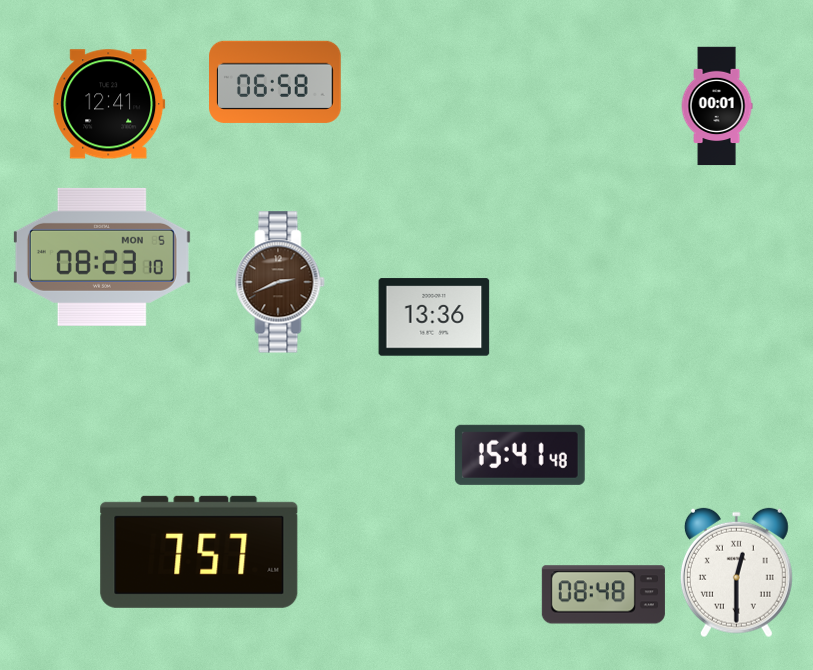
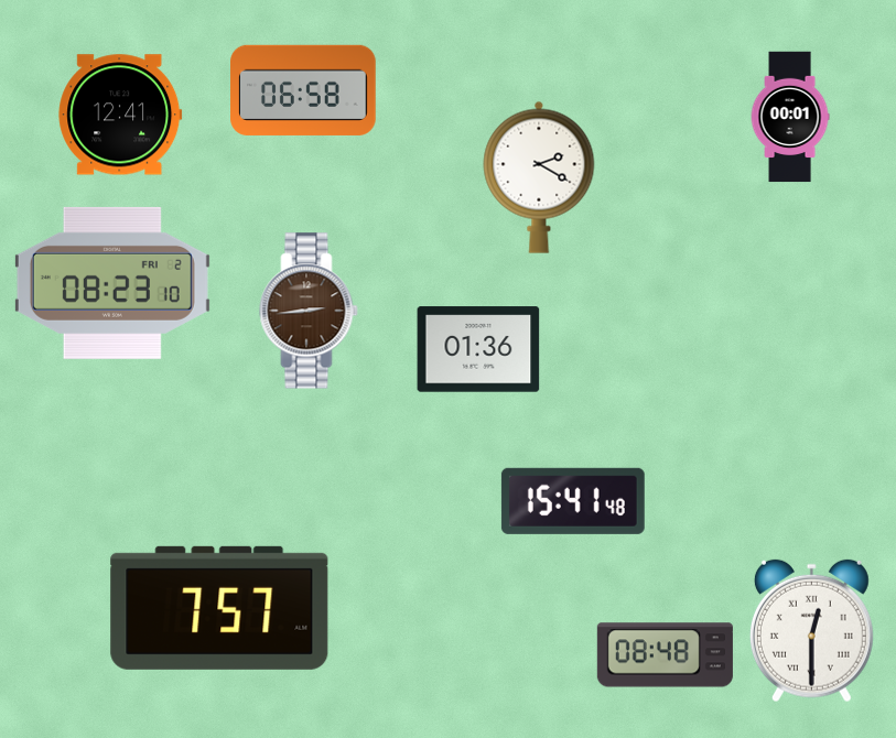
clock at (539, 177): none -> 2:20
clock at (102, 257) date: MON 5 -> FRI 2
clock at (280, 282): 2:41 -> 2:44
clock at (434, 317): 13:36 -> 01:36
